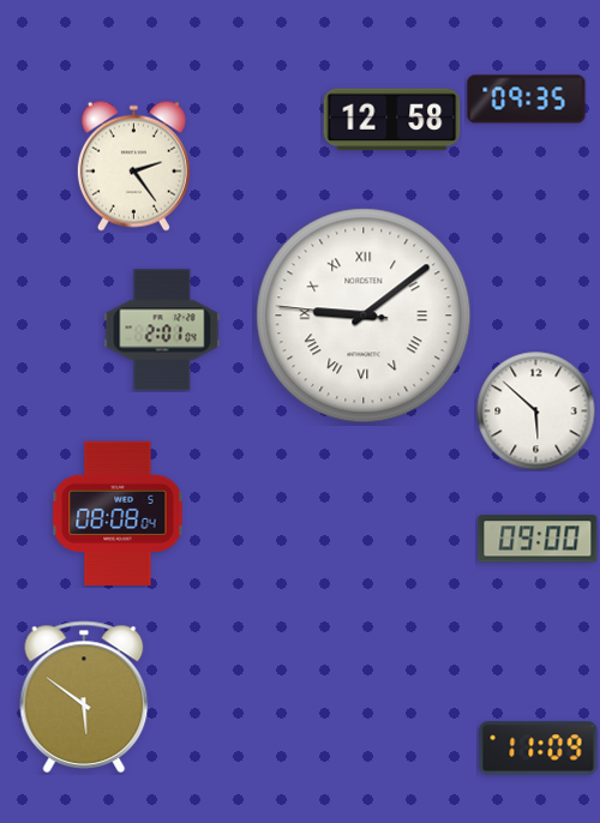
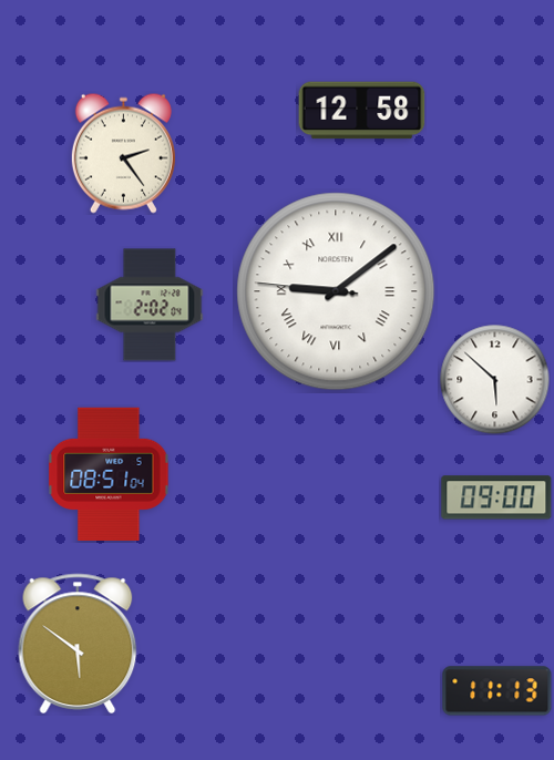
clock at (527, 100): 09:35 -> none
clock at (162, 330): 2:01 -> 2:02
clock at (118, 512): 08:08 -> 08:51
clock at (539, 749): 11:09 -> 11:13
